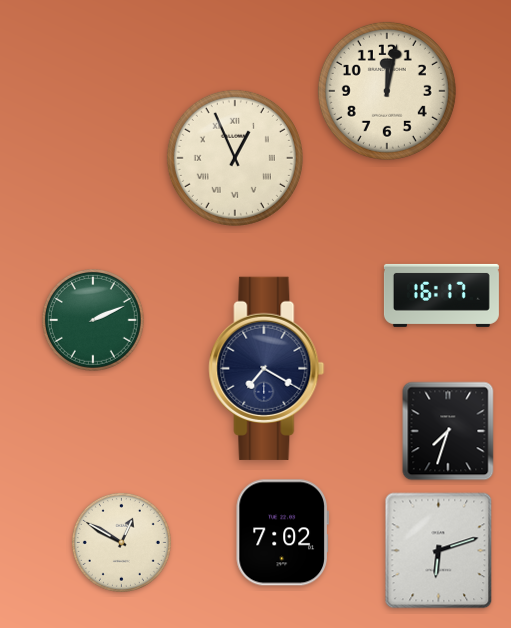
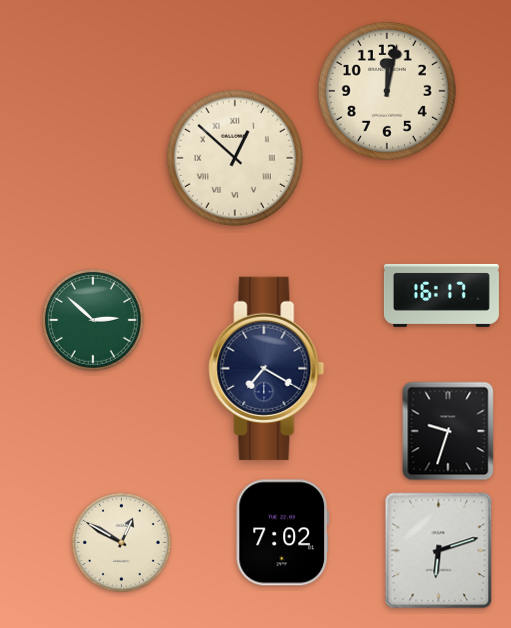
clock at (235, 158): 12:56 -> 12:52
clock at (94, 321): 2:11 -> 2:52
clock at (448, 431): 7:33 -> 9:33
